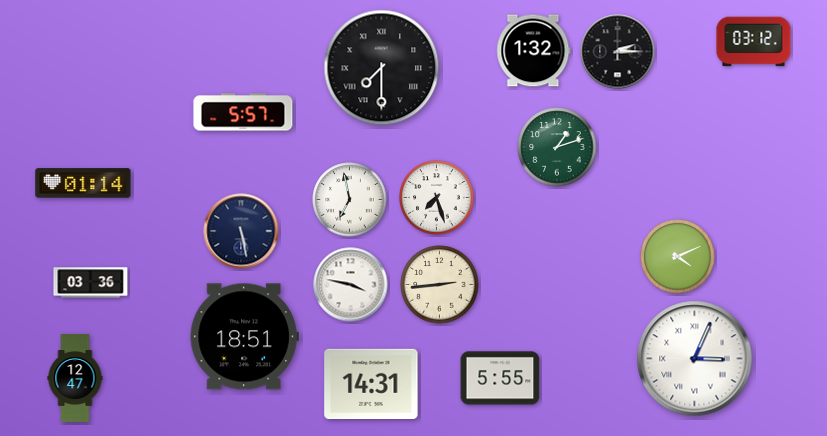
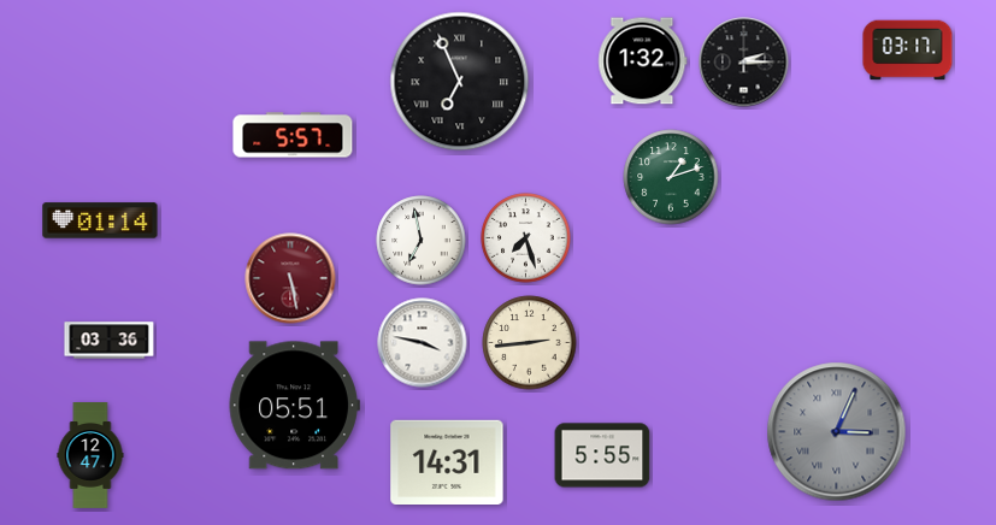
clock at (754, 42): 03:12 -> 03:17
clock at (382, 68): 7:30 -> 6:56
clock at (241, 231) dial: navy -> burgundy
clock at (678, 257): 4:11 -> none
clock at (244, 337): 18:51 -> 05:51
clock at (695, 359) dial: white -> grey
